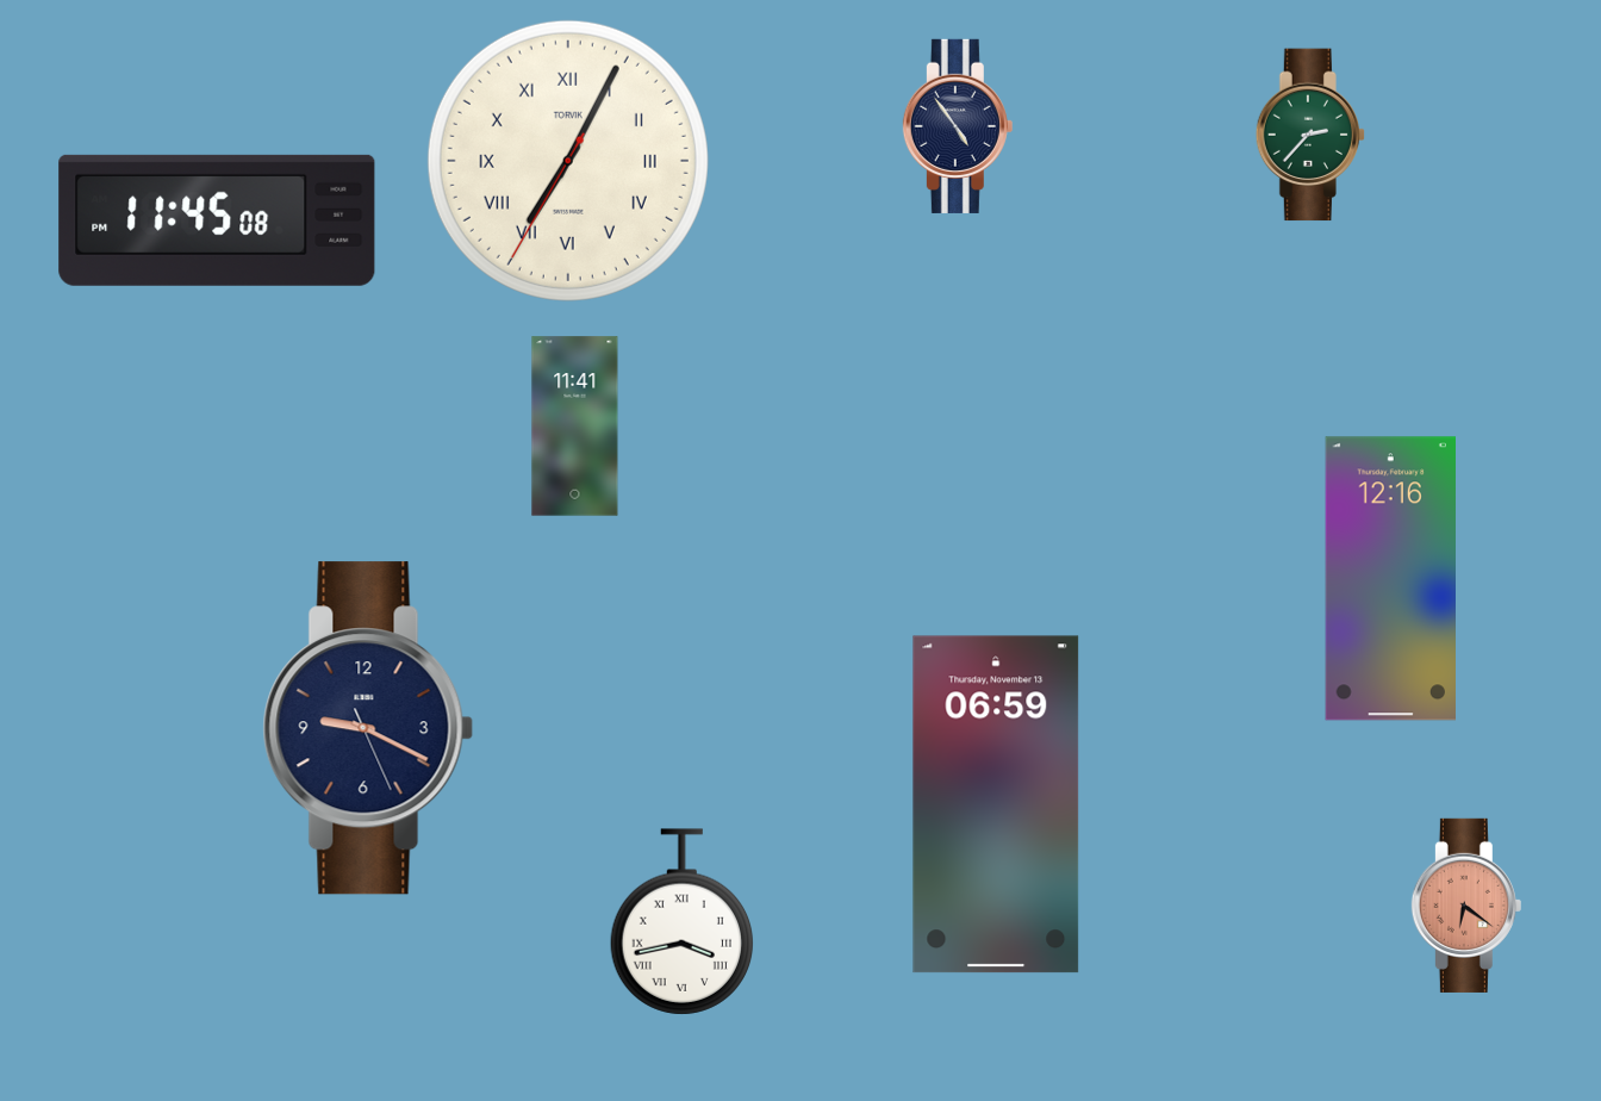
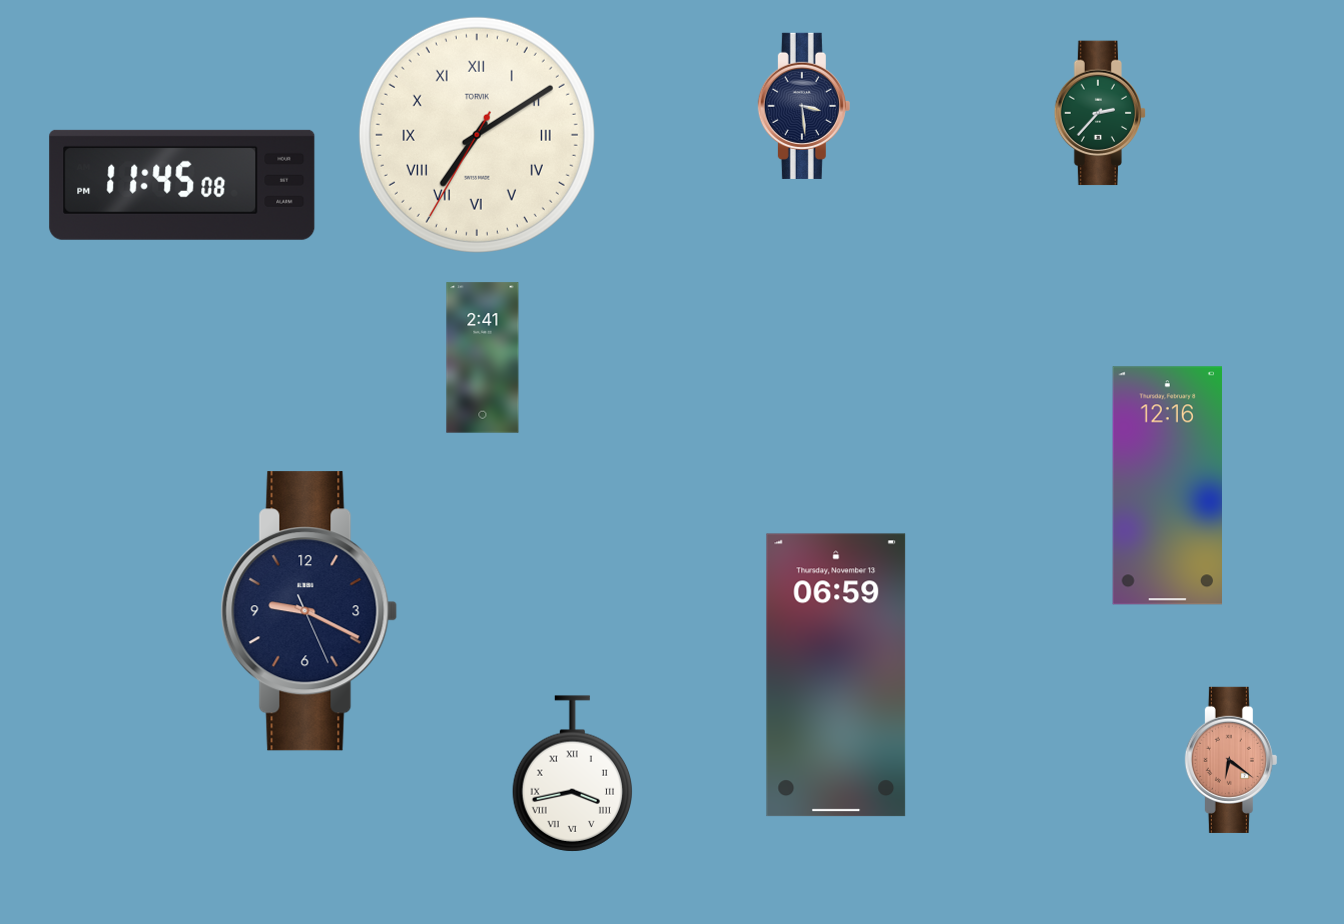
clock at (958, 126): 4:54 -> 3:29
clock at (568, 161): 7:04 -> 7:09
clock at (575, 427): 11:41 -> 2:41
